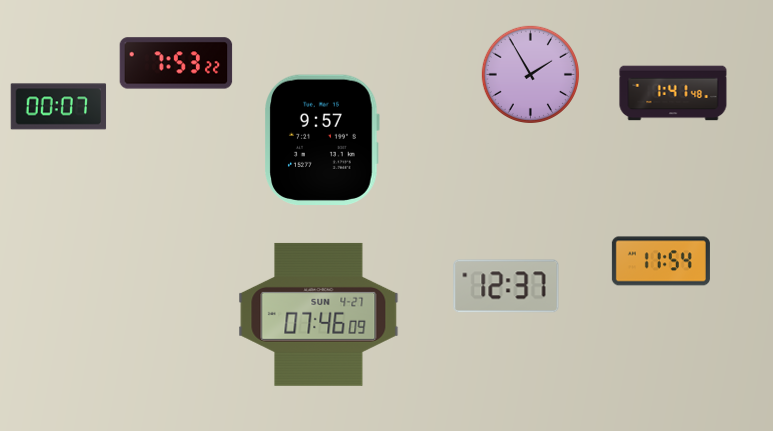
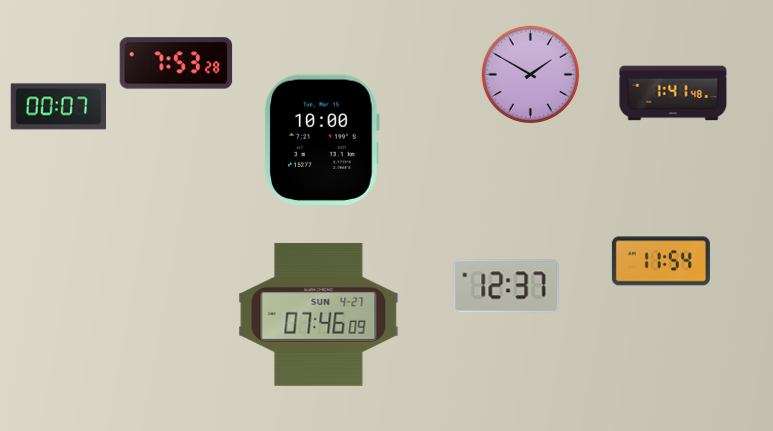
clock at (176, 63): 7:53:22 -> 7:53:28
clock at (530, 74): 1:55 -> 1:50
clock at (322, 139): 9:57 -> 10:00
